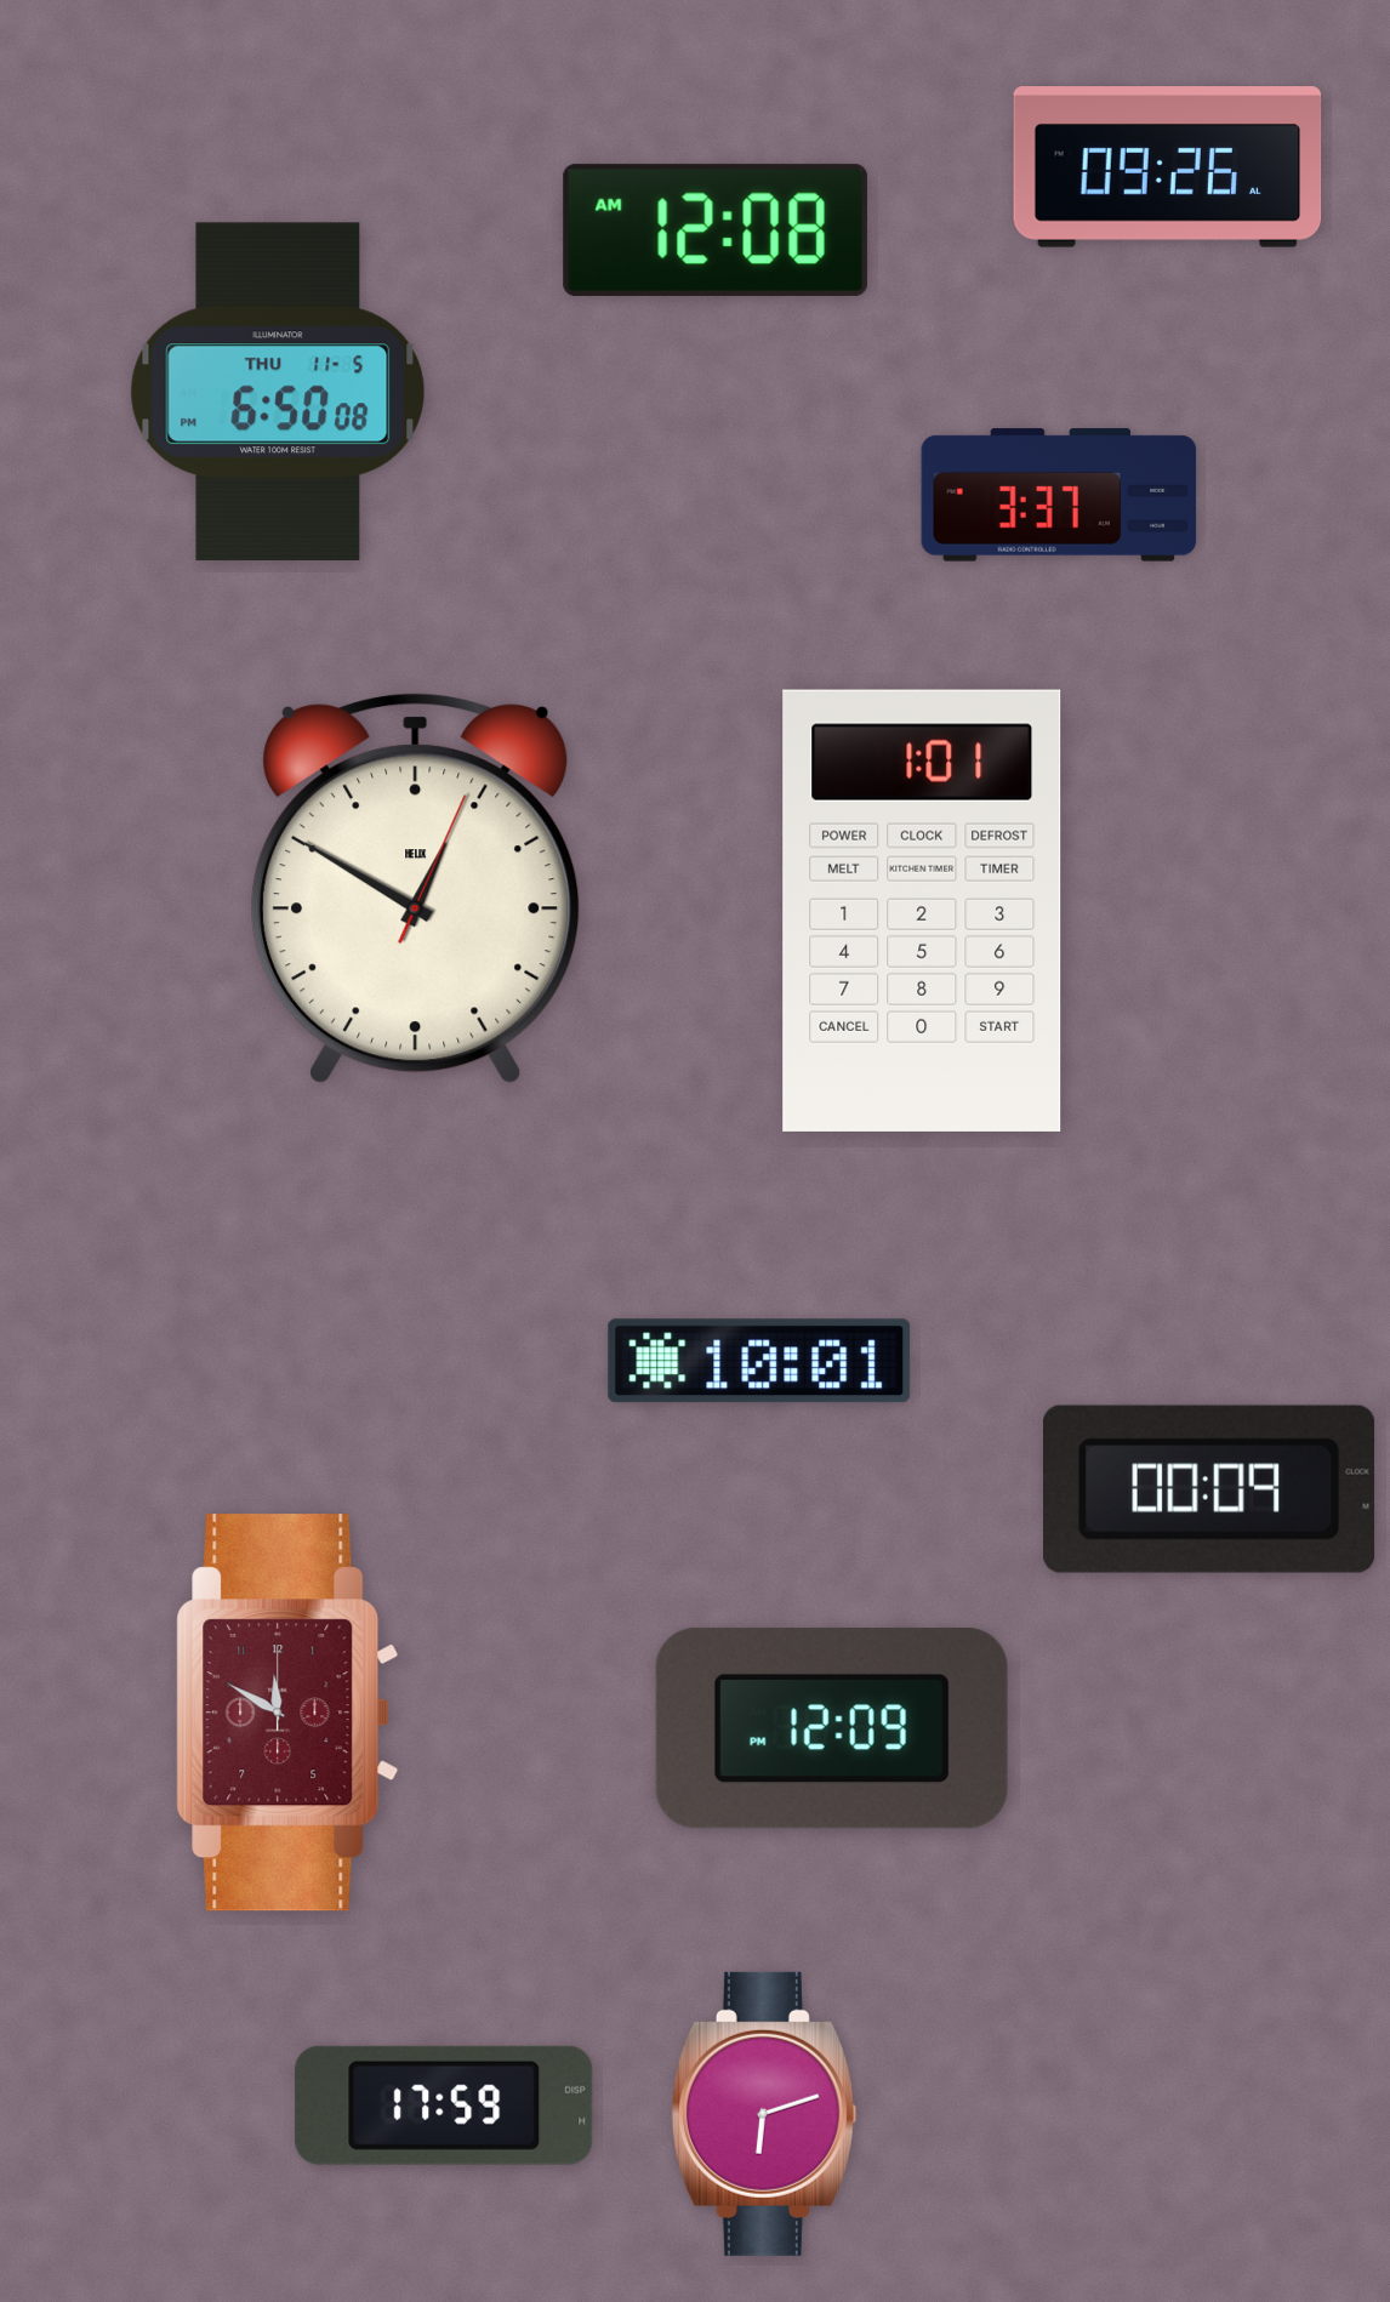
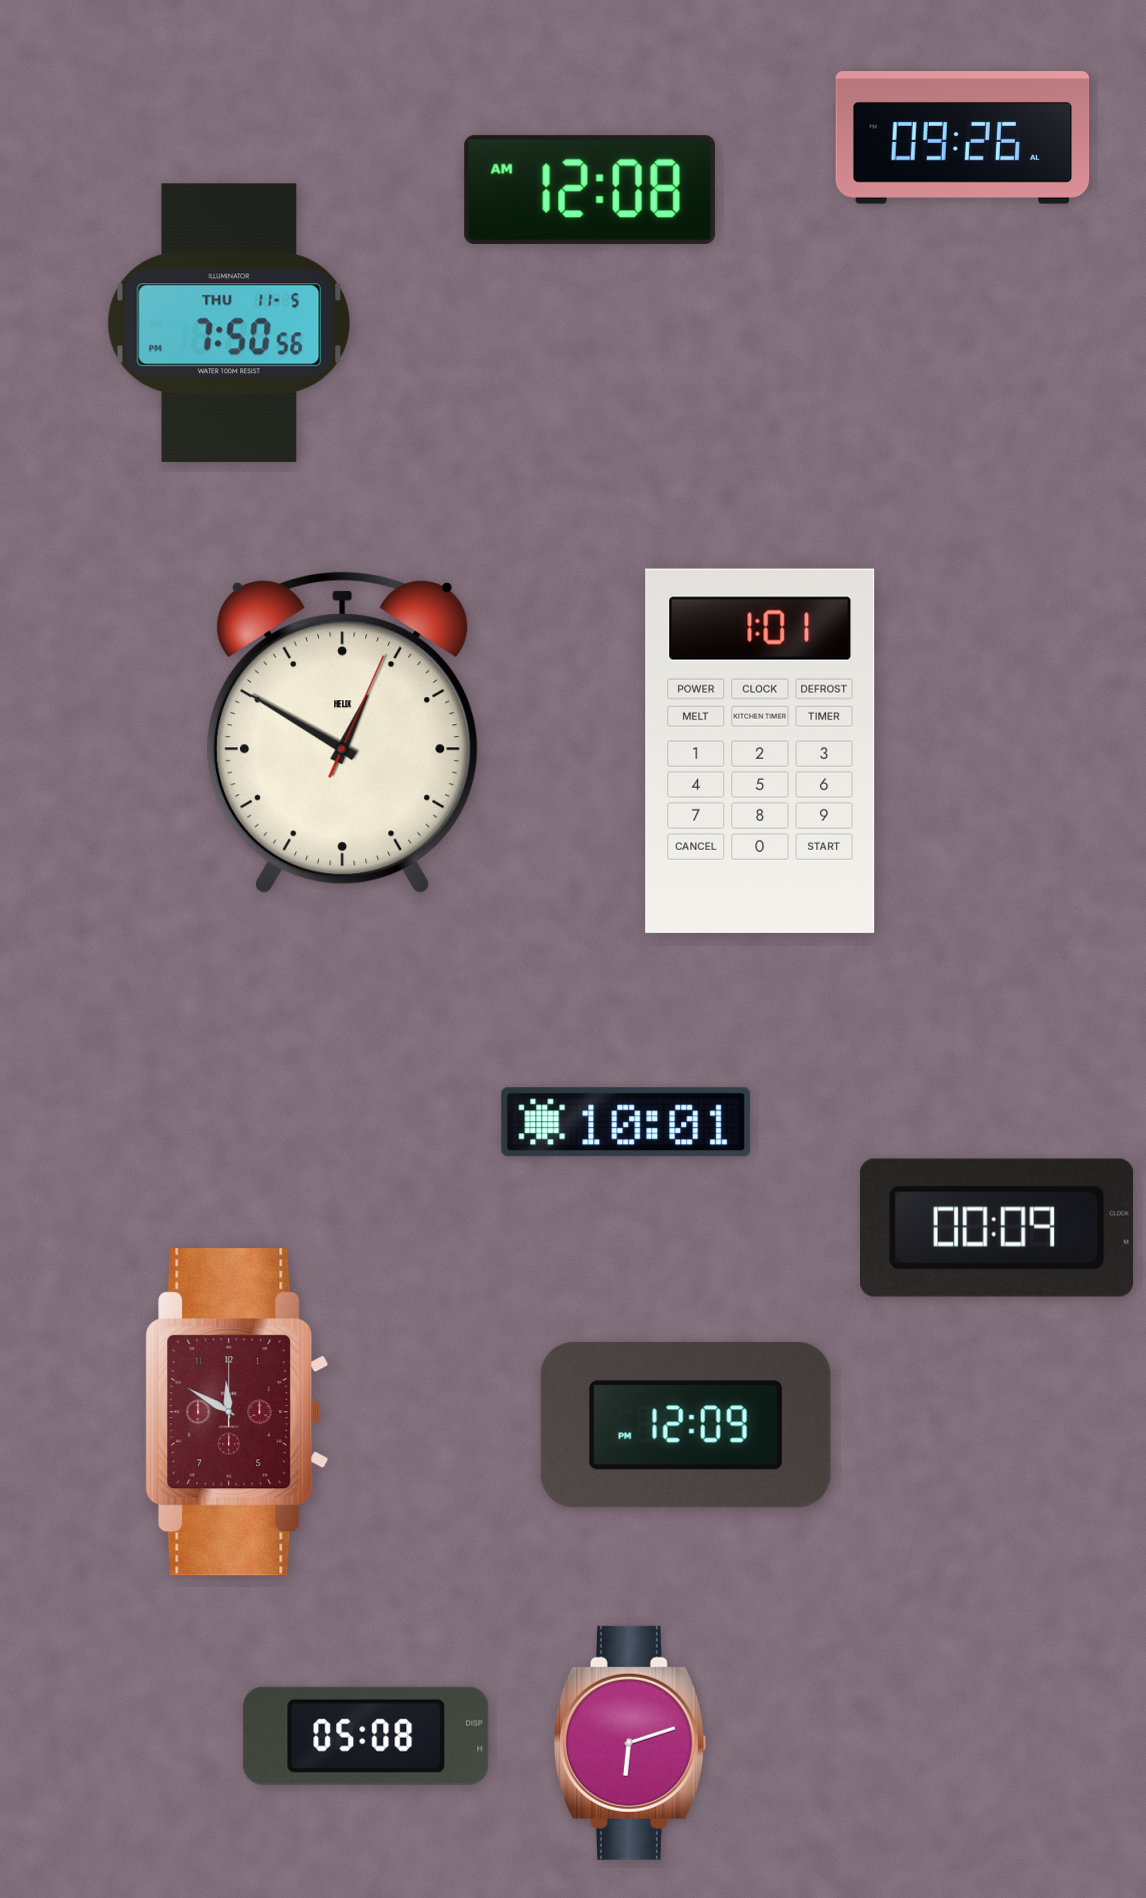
clock at (278, 392): 6:50 -> 7:50
clock at (1059, 495): 3:37 -> none
clock at (444, 2106): 17:59 -> 05:08
